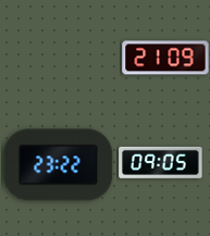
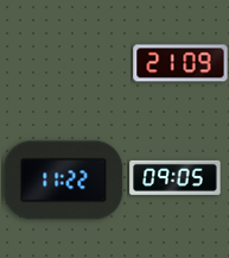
clock at (59, 165): 23:22 -> 11:22
